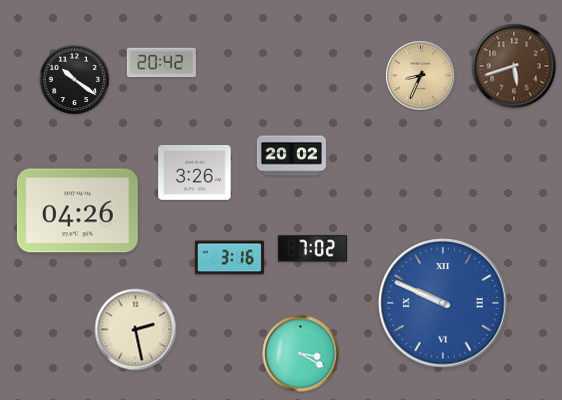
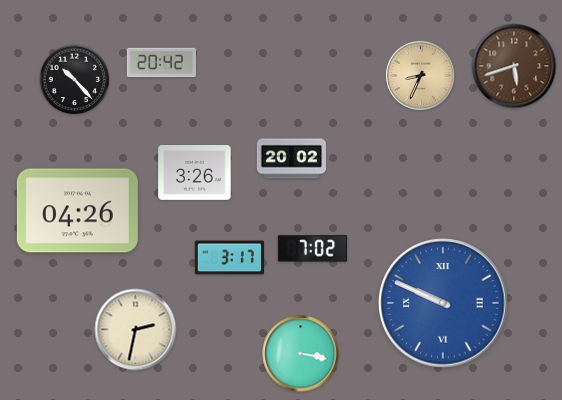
clock at (75, 80): 10:21 -> 10:23
clock at (291, 156) position: (291, 156) -> (291, 159)
clock at (229, 258): 3:16 -> 3:17
clock at (136, 330): 2:28 -> 2:32
clock at (301, 354): 3:20 -> 3:17
